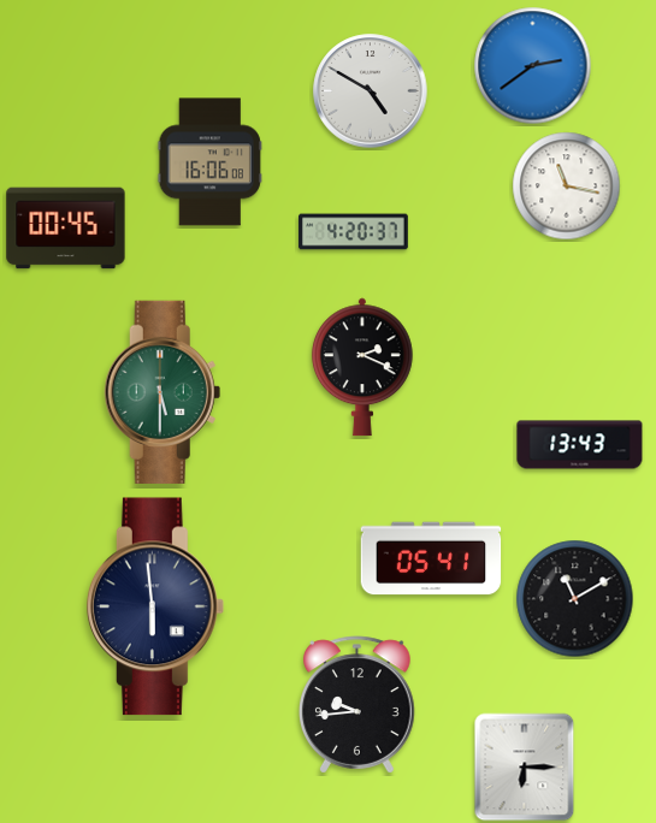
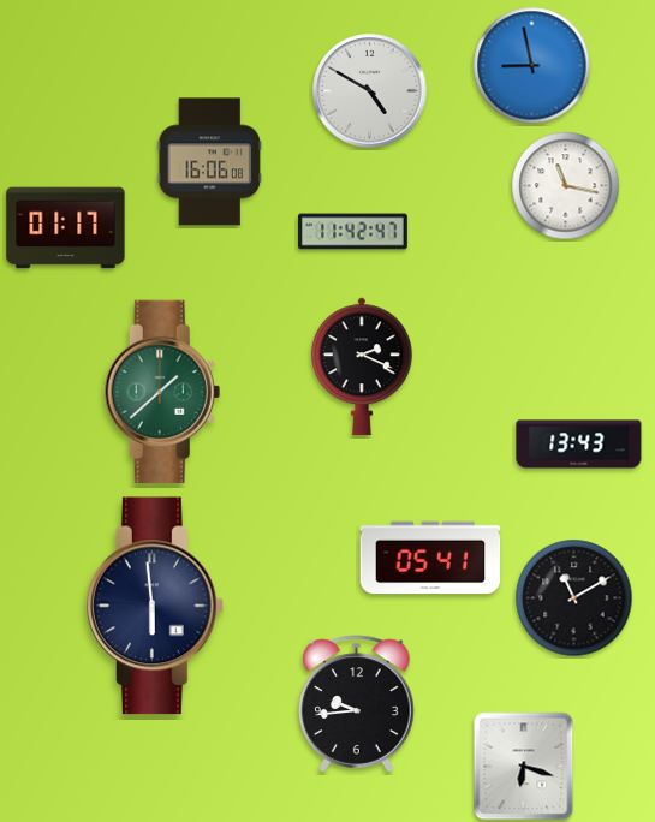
clock at (533, 66): 2:39 -> 8:58
clock at (66, 229): 00:45 -> 01:17
clock at (354, 232): 4:20 -> 11:42
clock at (162, 392): 5:30 -> 1:38
clock at (525, 768): 6:15 -> 6:18
